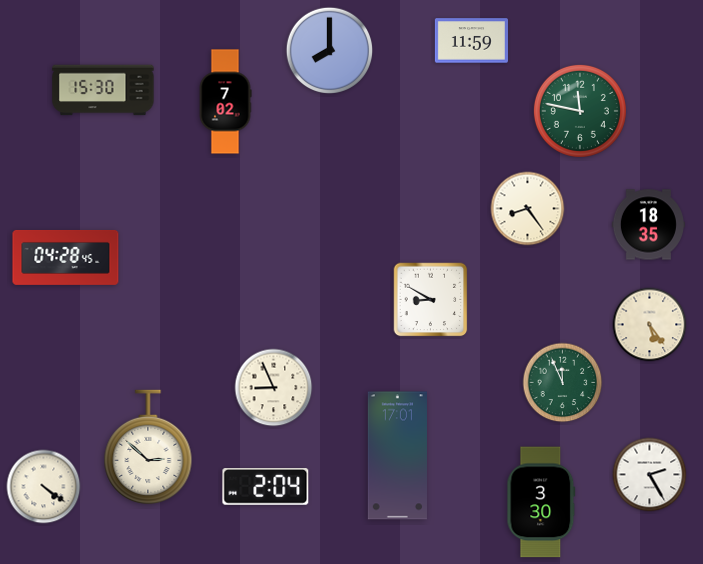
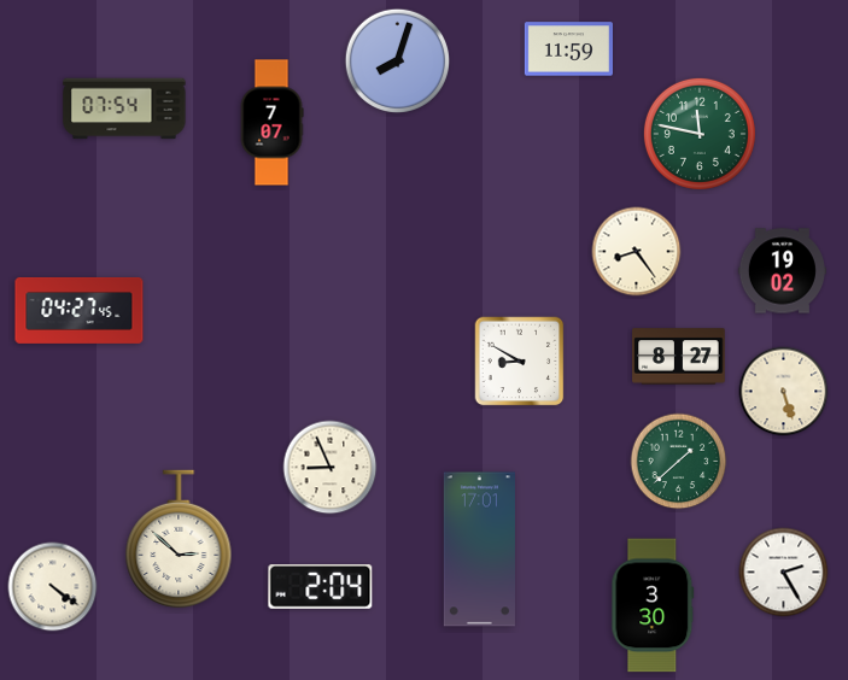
clock at (330, 51): 8:00 -> 8:03
clock at (103, 90): 15:30 -> 07:54
clock at (225, 102): 7:02 -> 7:07
clock at (648, 225): 18:35 -> 19:02
clock at (66, 257): 04:28 -> 04:27
clock at (679, 357): none -> 8:27
clock at (650, 325): 5:24 -> 5:27
clock at (563, 383): 11:56 -> 1:38
